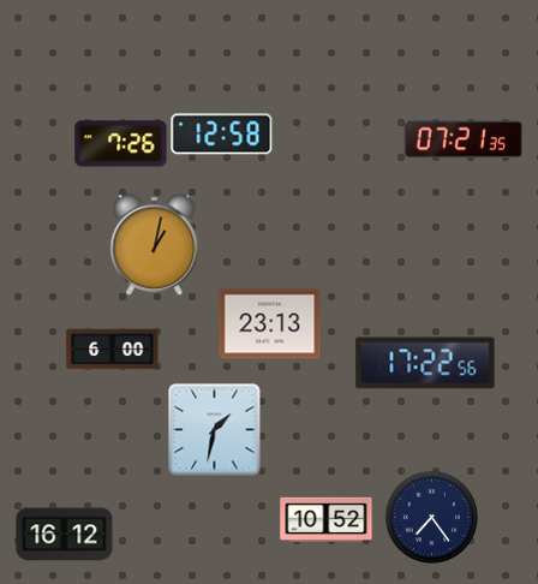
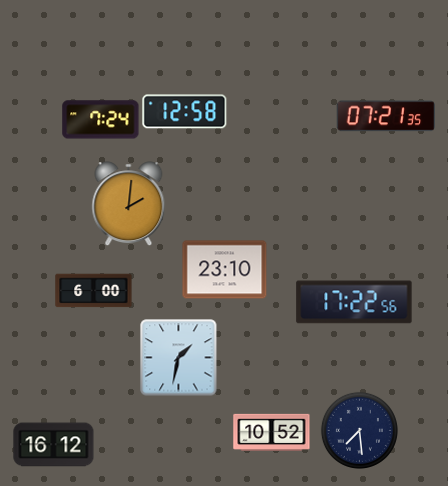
clock at (121, 144): 7:26 -> 7:24
clock at (155, 245): 1:02 -> 2:01
clock at (270, 324): 23:13 -> 23:10
clock at (431, 517): 7:24 -> 7:29
